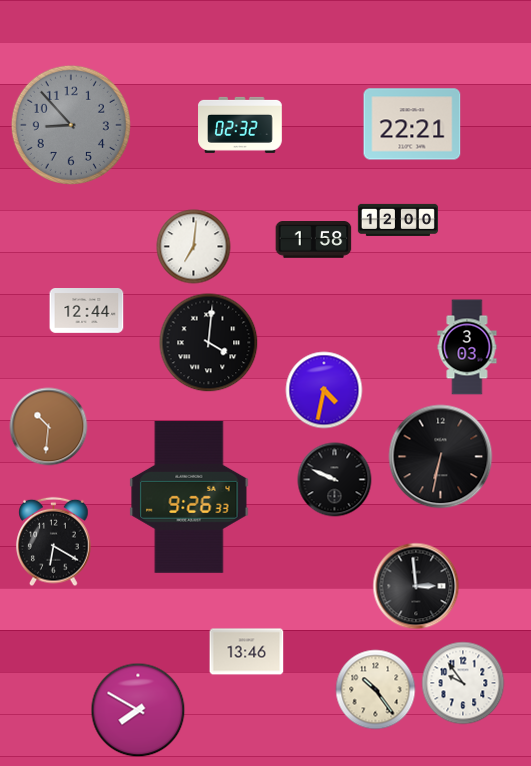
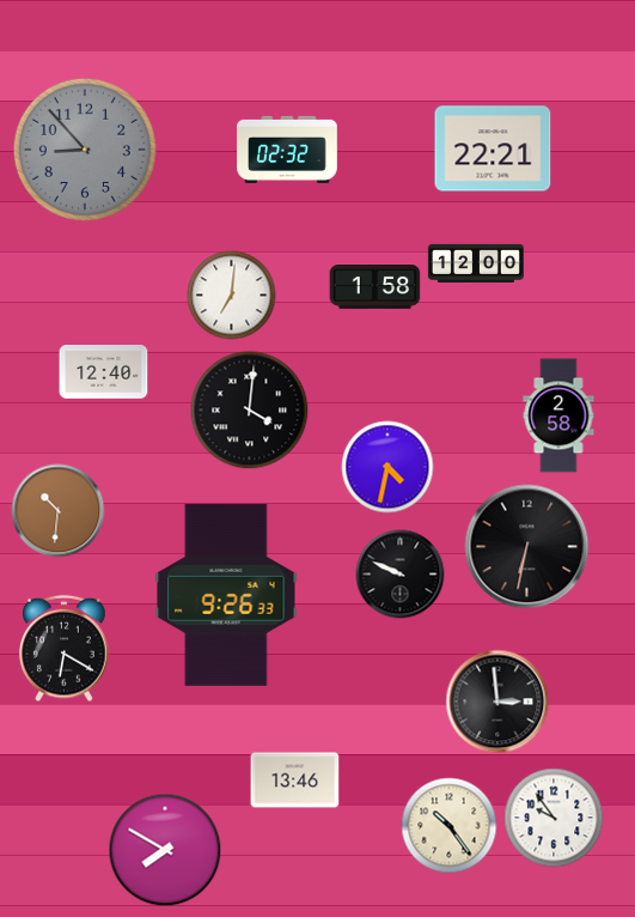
clock at (87, 311): 12:44 -> 12:40
clock at (467, 347): 3:03 -> 2:58
